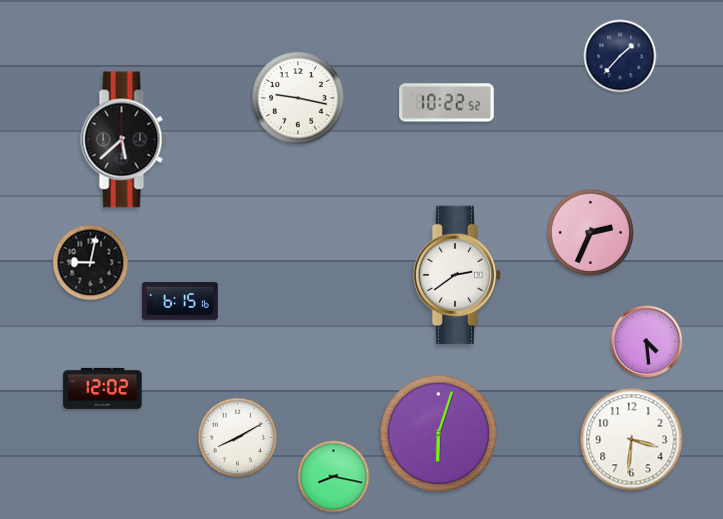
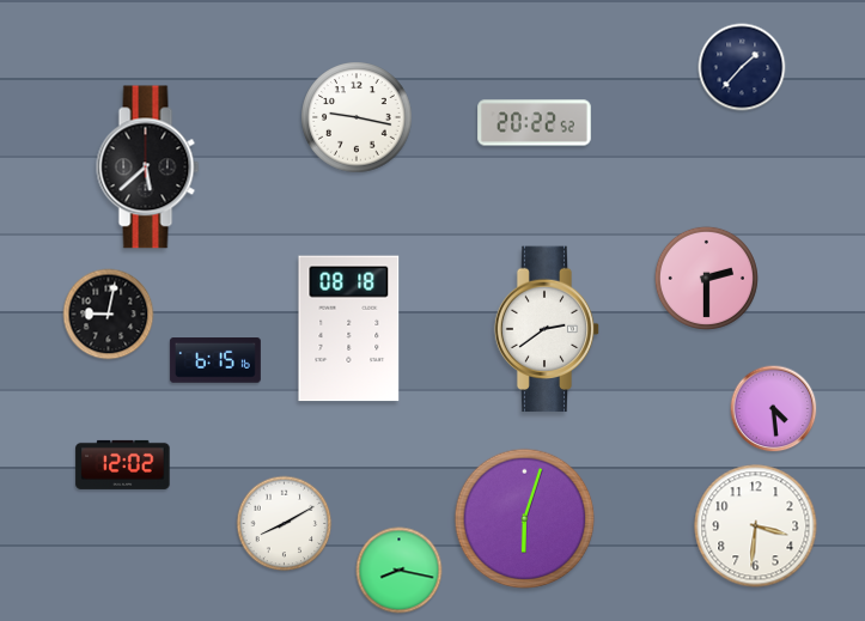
clock at (447, 103): 10:22 -> 20:22
clock at (590, 232): 2:34 -> 2:30
clock at (349, 329): none -> 08:18
